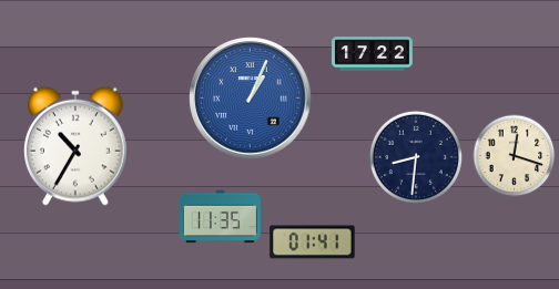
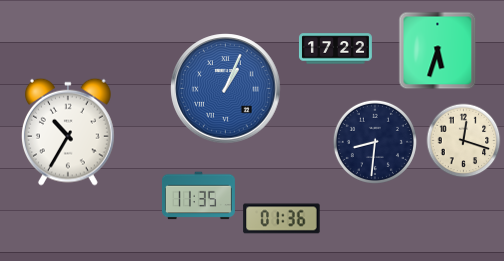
clock at (438, 51): none -> 5:33
clock at (313, 242): 01:41 -> 01:36
